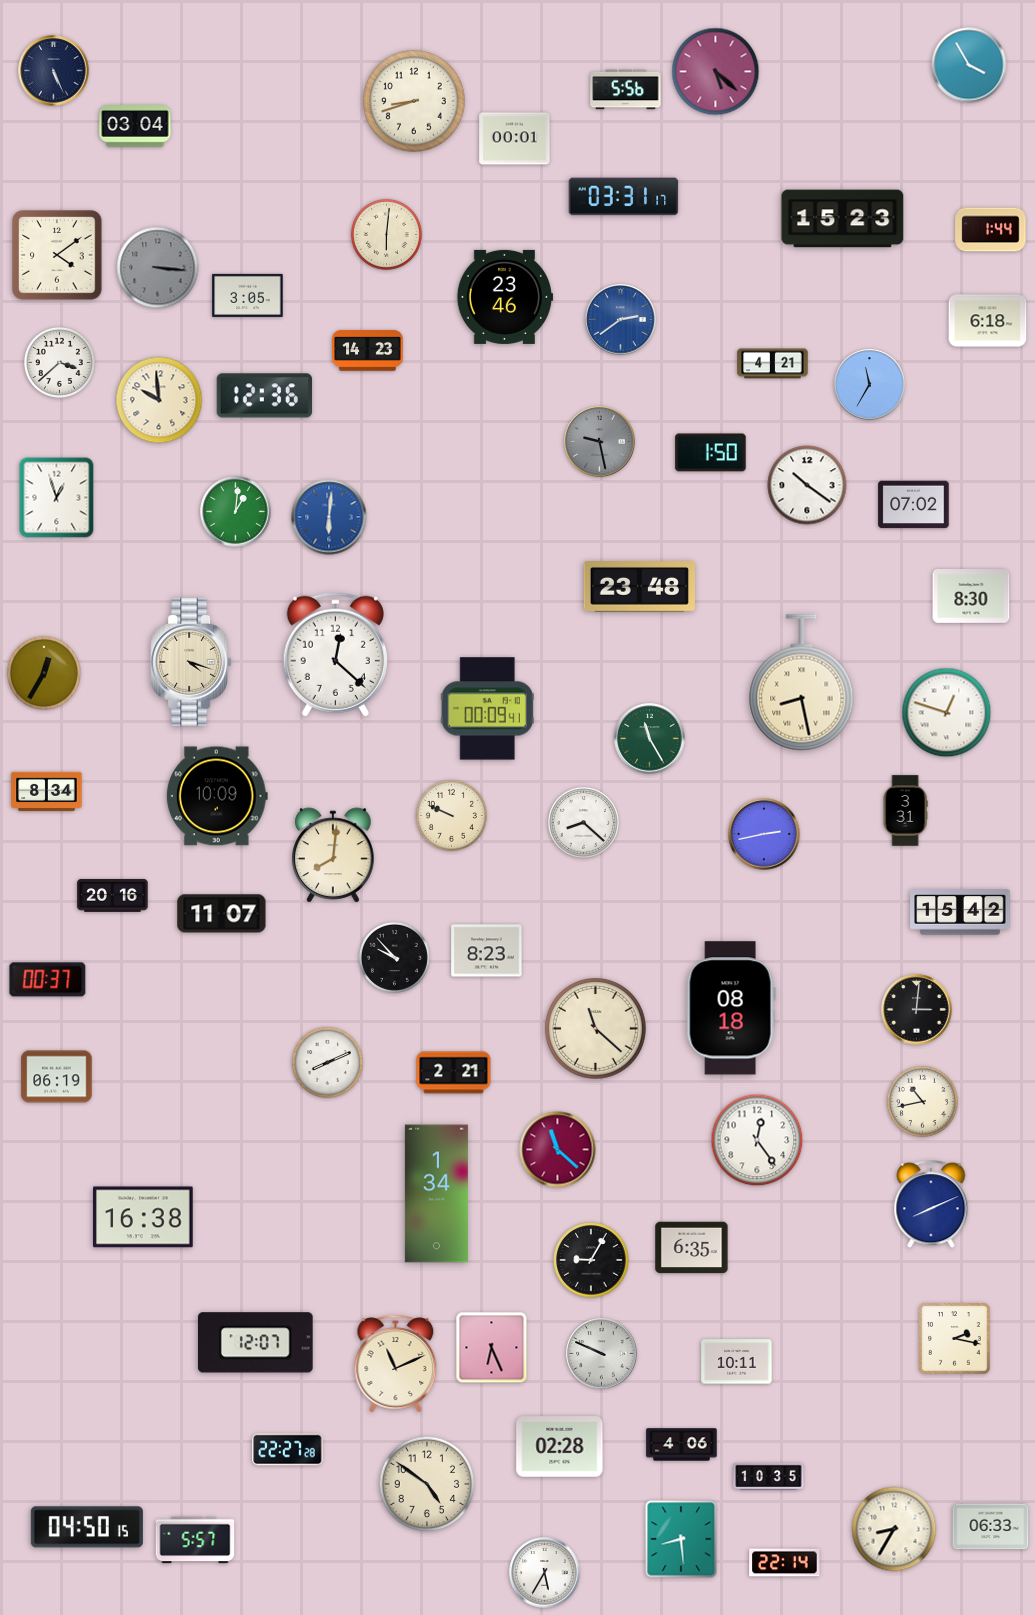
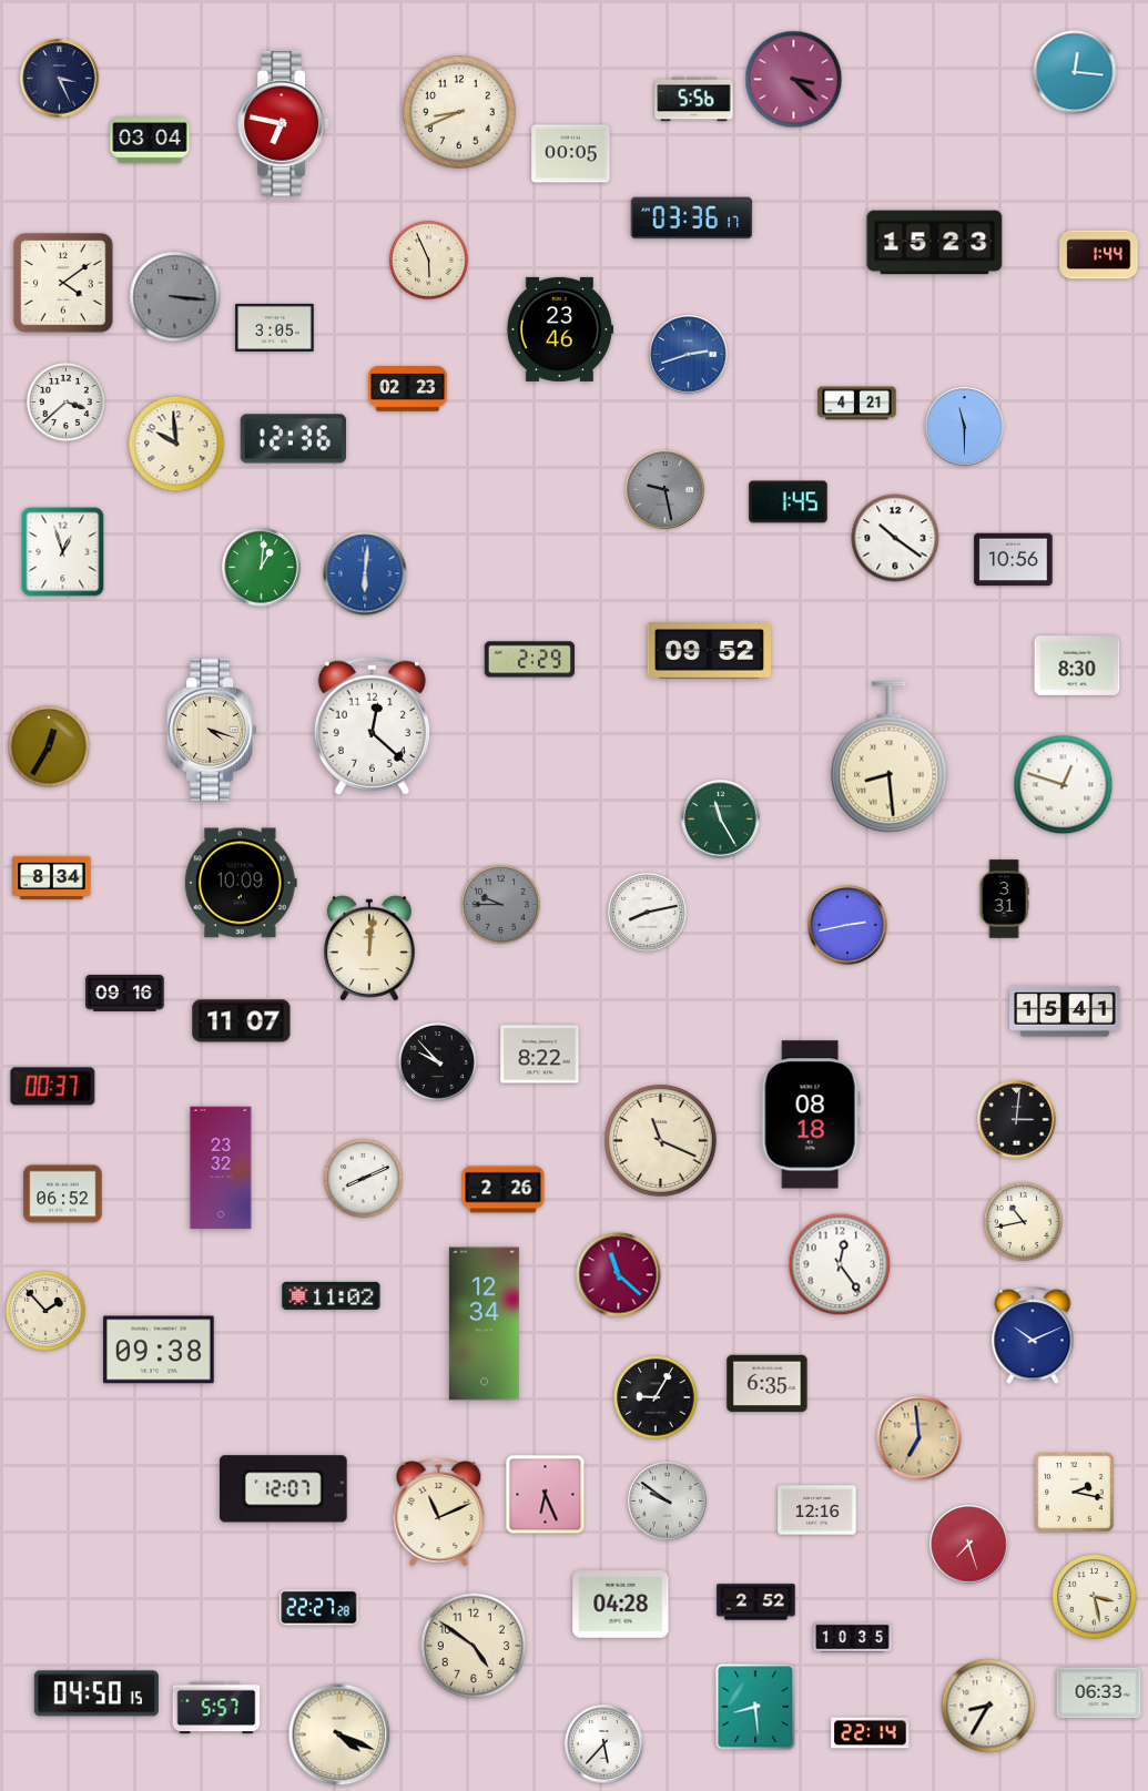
clock at (969, 65): 3:55 -> 12:16
clock at (54, 71): 5:26 -> 3:26
clock at (716, 72): 5:22 -> 3:22
clock at (415, 102): 8:42 -> 8:41
clock at (284, 124): none -> 6:47
clock at (515, 139): 00:01 -> 00:05
clock at (624, 197): 03:31 -> 03:36
clock at (386, 234): 6:01 -> 5:56
clock at (621, 320): 2:39 -> 2:42
clock at (988, 321): 6:18 -> none
clock at (368, 351): 14:23 -> 02:23
clock at (870, 385): 11:35 -> 11:30
clock at (711, 453): 1:50 -> 1:45
clock at (914, 505): 07:02 -> 10:56
clock at (639, 587): 23:48 -> 09:52
clock at (529, 660): none -> 2:29
clock at (971, 597) position: (971, 597) -> (1077, 666)
clock at (191, 662) position: (191, 662) -> (212, 730)
clock at (802, 683): 8:28 -> 8:29
clock at (487, 709): 00:09 -> none
clock at (947, 713) position: (947, 713) -> (1064, 785)
clock at (451, 815): 9:49 -> 9:45
clock at (451, 815) dial: cream -> grey
clock at (583, 822): 8:22 -> 8:13
clock at (334, 855): 8:01 -> 12:01
clock at (113, 896): 20:16 -> 09:16
clock at (960, 912): 15:42 -> 15:41
clock at (222, 914) position: (222, 914) -> (242, 1021)
clock at (487, 951): 8:23 -> 8:22
clock at (731, 1008) position: (731, 1008) -> (811, 1115)
clock at (595, 1028): 11:22 -> 11:19
clock at (221, 1168): none -> 23:32
clock at (454, 1073): 2:21 -> 2:26
clock at (57, 1077): 06:19 -> 06:52
clock at (332, 1295): none -> 11:02
clock at (45, 1311): none -> 1:53
clock at (436, 1194): 1:34 -> 12:34
clock at (931, 1205): 8:11 -> 10:11
clock at (144, 1217): 16:38 -> 09:38
clock at (920, 1438): none -> 6:59
clock at (955, 1339) position: (955, 1339) -> (1075, 1493)
clock at (602, 1354): 9:49 -> 9:51
clock at (737, 1362): 10:11 -> 12:16
clock at (969, 1545): none -> 7:27
clock at (1095, 1597): none -> 3:28
clock at (682, 1445): 4:06 -> 2:52
clock at (560, 1447): 02:28 -> 04:28
clock at (894, 1529) position: (894, 1529) -> (988, 1706)
clock at (339, 1734): none -> 4:19
clock at (545, 1573): 5:35 -> 5:37
